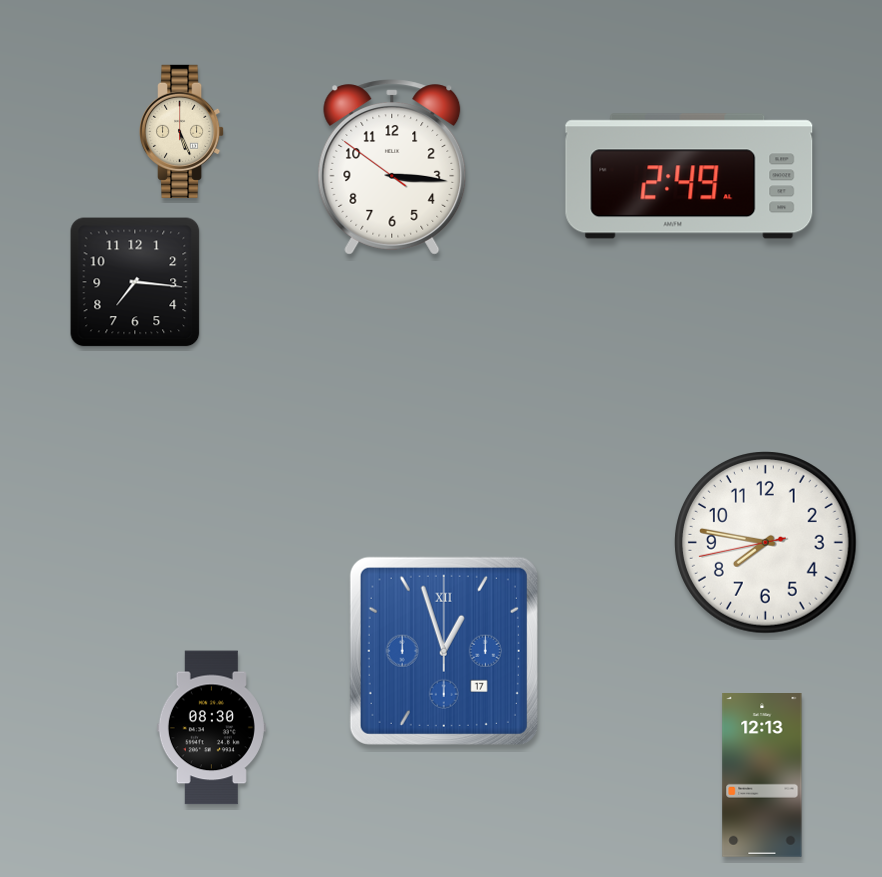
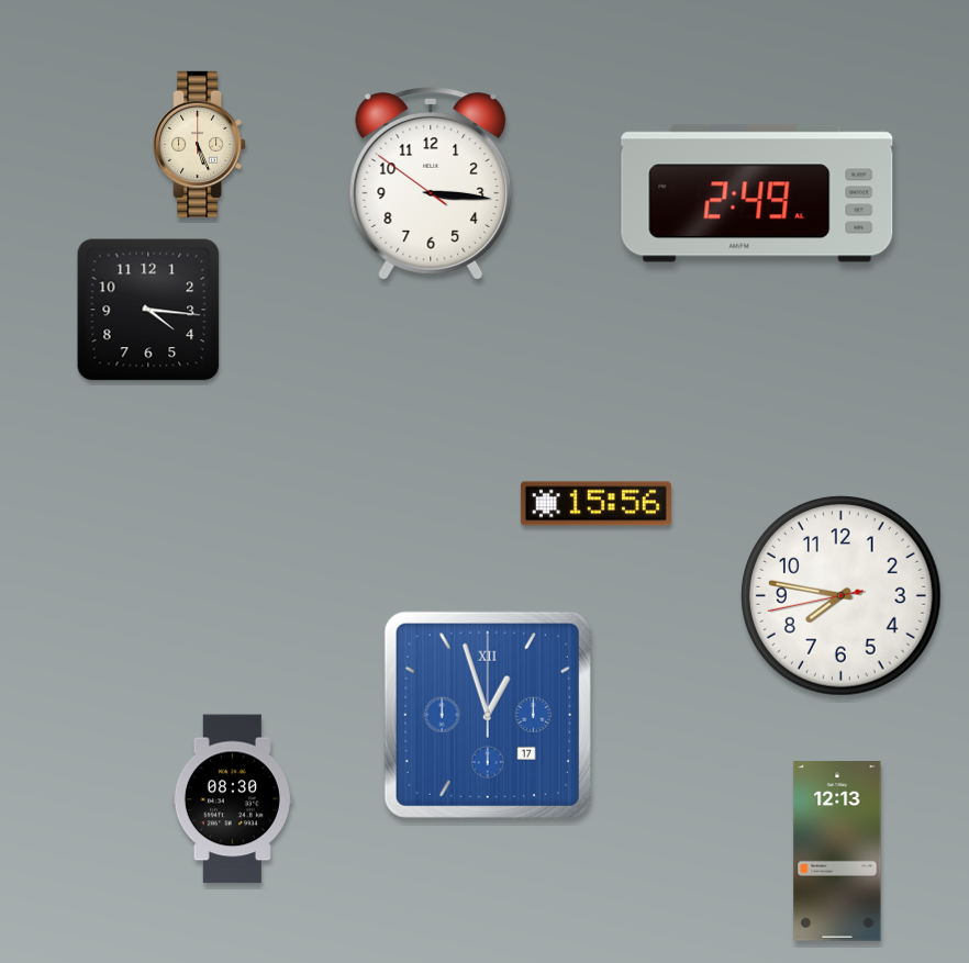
clock at (135, 282): 7:16 -> 4:16
clock at (595, 504): none -> 15:56
